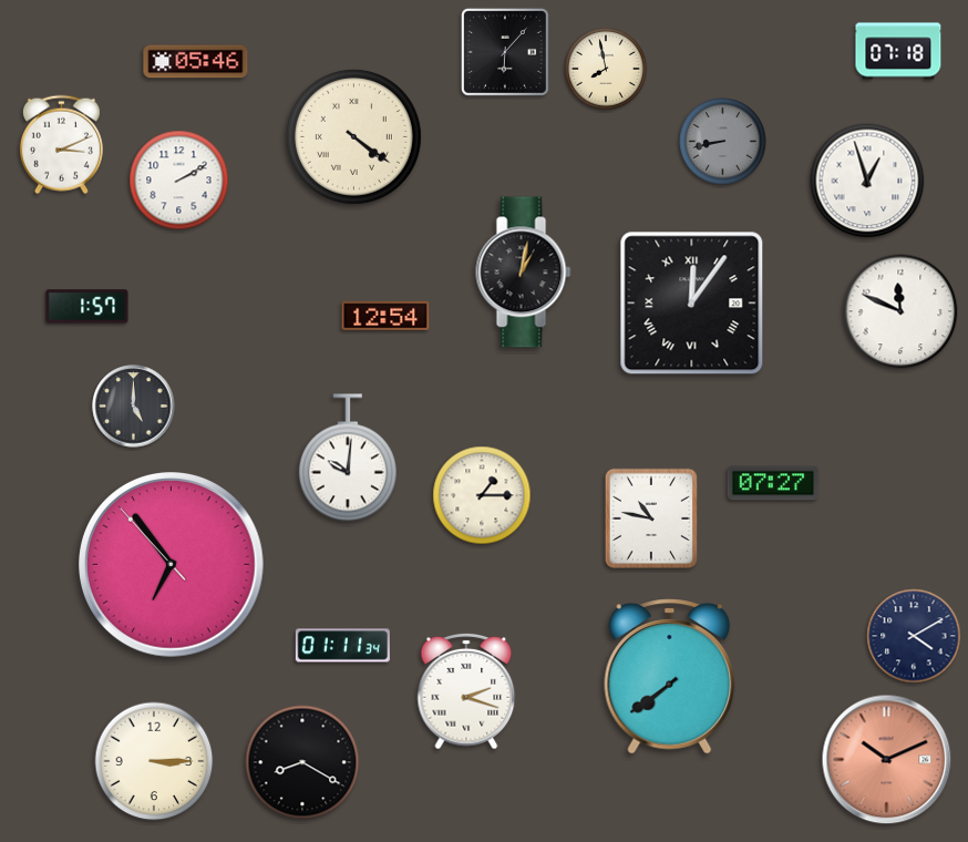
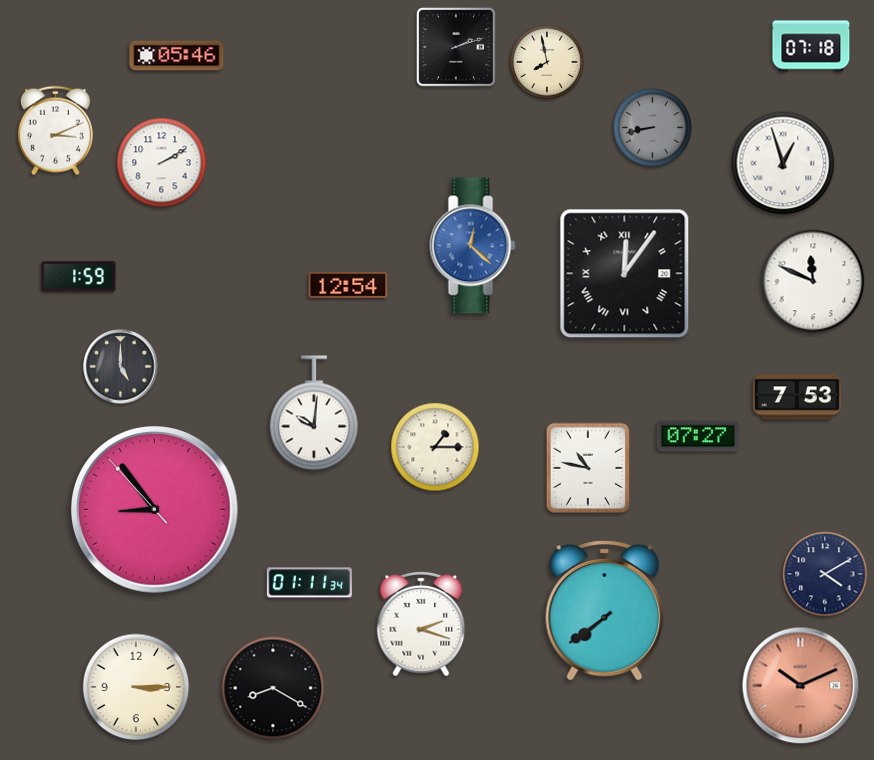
clock at (505, 52): 6:07 -> 2:12
clock at (353, 136): 4:21 -> none
clock at (524, 273): 1:02 -> 12:22
clock at (524, 273) dial: black -> blue
clock at (87, 307): 1:57 -> 1:59
clock at (798, 397): none -> 7:53
clock at (172, 565): 6:53 -> 8:53
clock at (154, 761) position: (154, 761) -> (136, 687)
